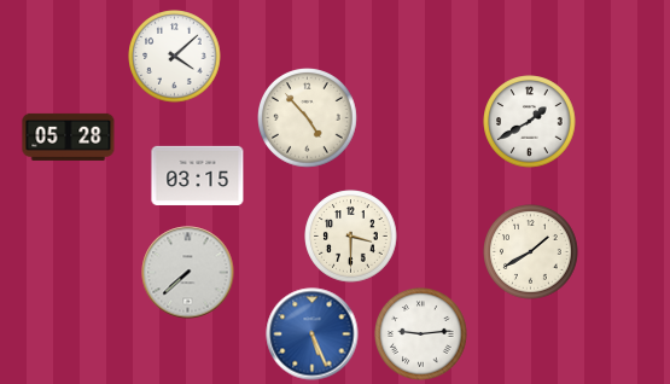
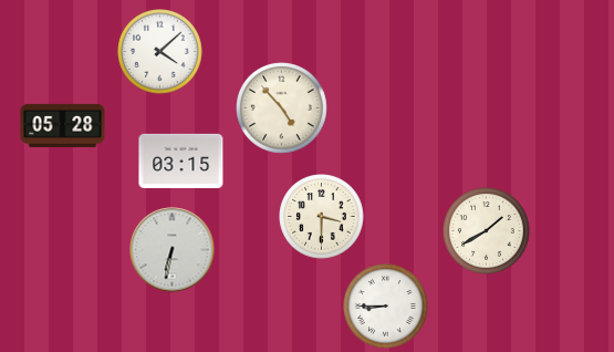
clock at (530, 122): 1:40 -> none
clock at (188, 273): 7:38 -> 6:32
clock at (313, 334): 5:26 -> none
clock at (421, 334): 9:14 -> 8:45
